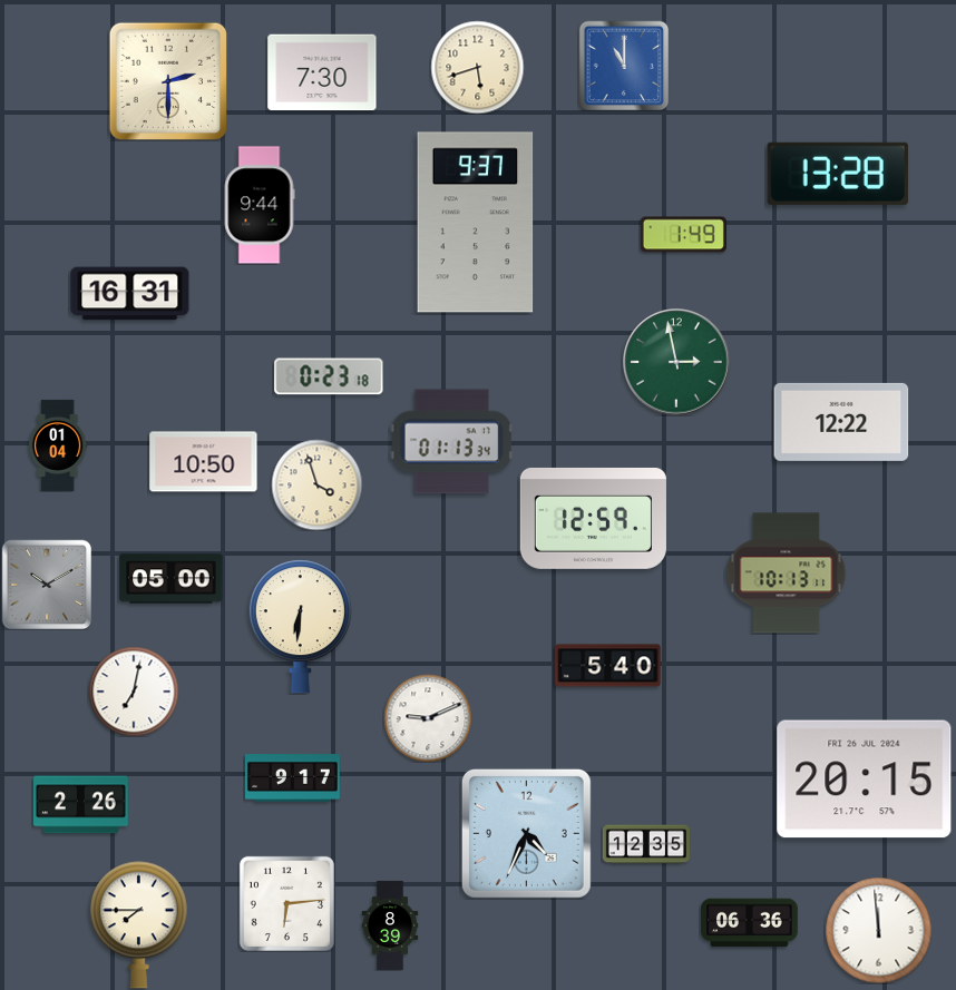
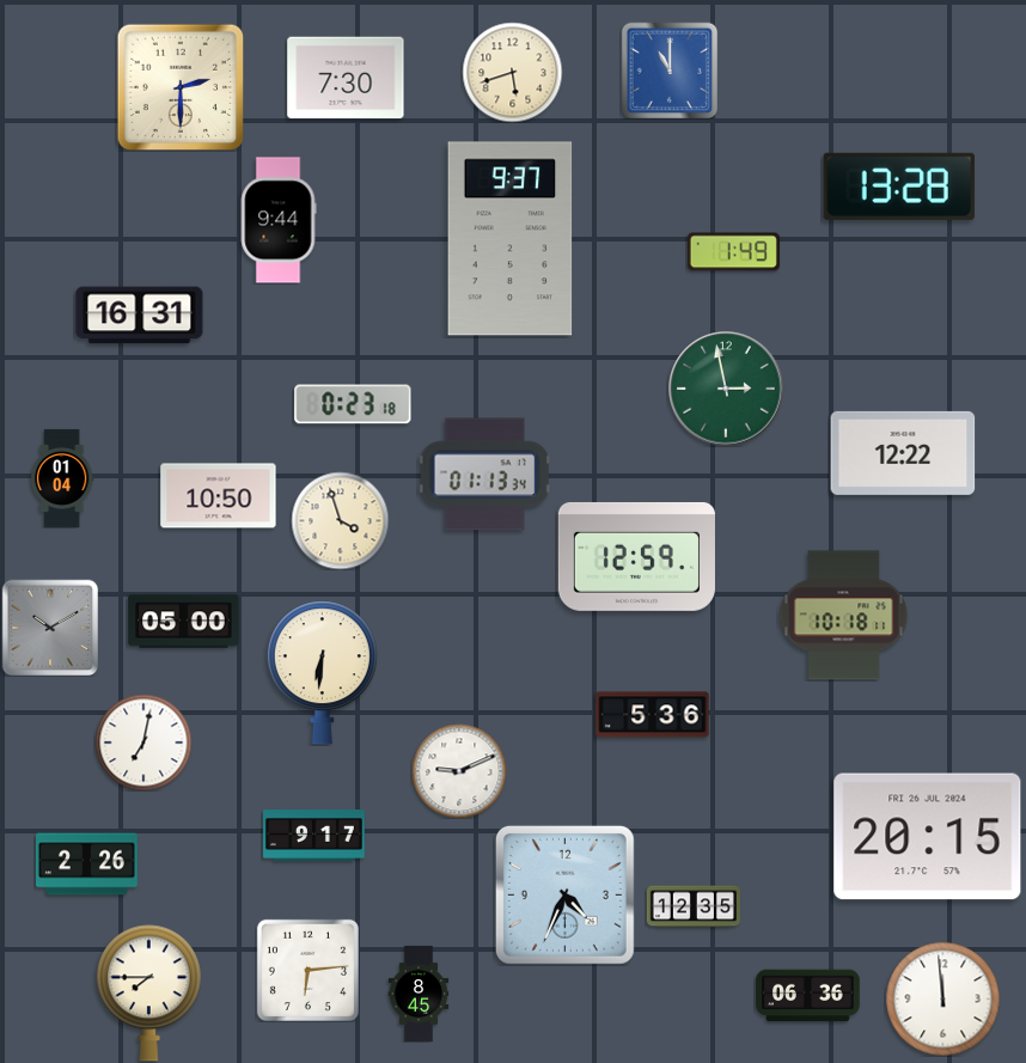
clock at (787, 574): 10:13 -> 10:18
clock at (608, 666): 5:40 -> 5:36
clock at (750, 923) position: (750, 923) -> (808, 996)
clock at (390, 925): 8:39 -> 8:45
